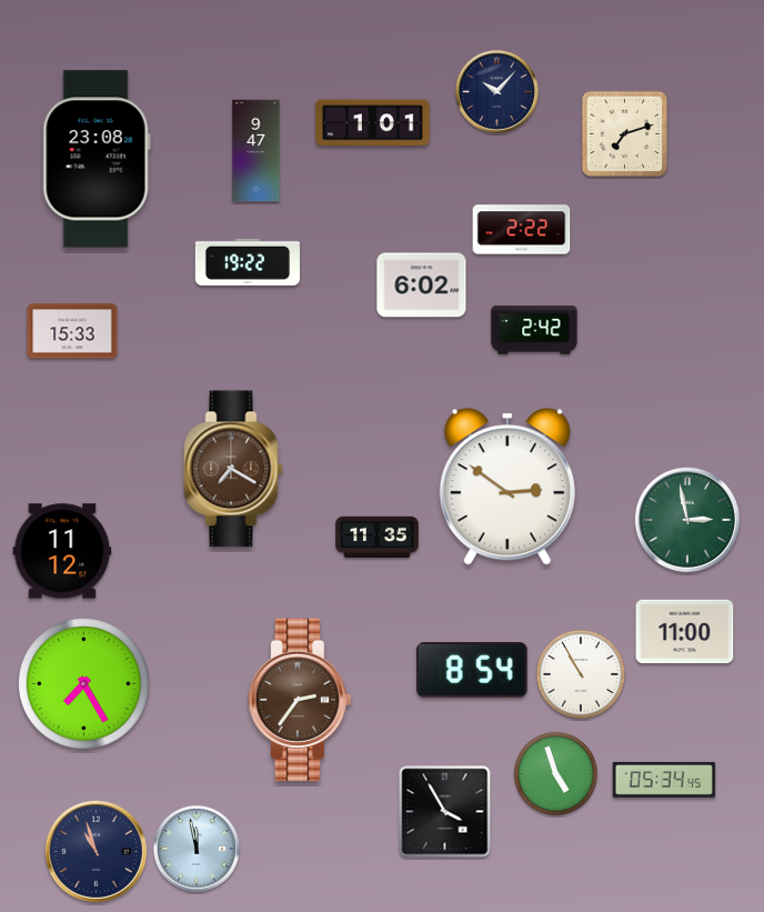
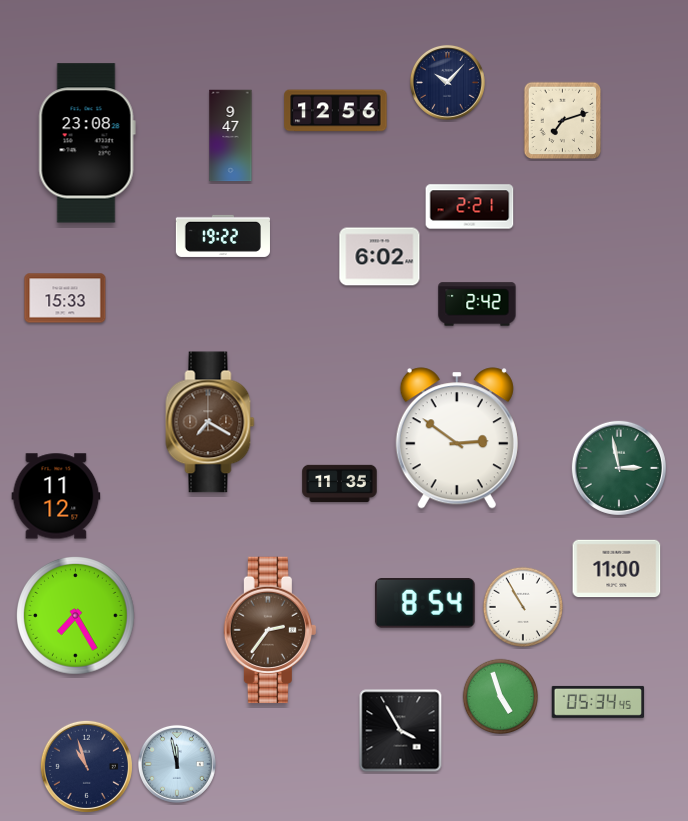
clock at (373, 123): 1:01 -> 12:56
clock at (522, 230): 2:22 -> 2:21
clock at (534, 330) position: (534, 330) -> (477, 304)
